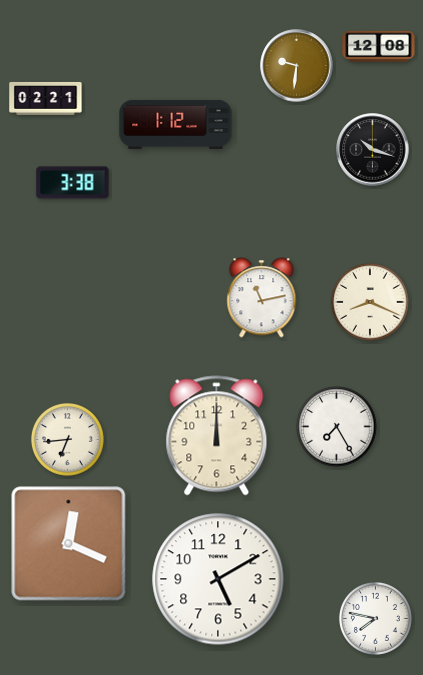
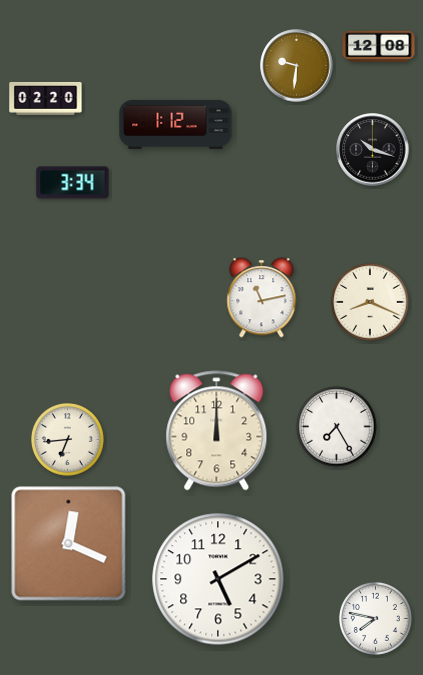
clock at (46, 98): 02:21 -> 02:20
clock at (73, 183): 3:38 -> 3:34
clock at (217, 436) position: (217, 436) -> (217, 431)
